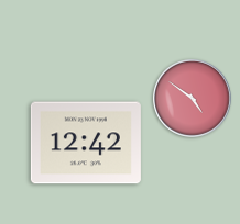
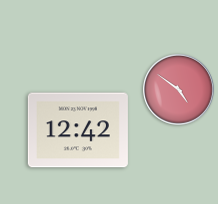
clock at (193, 99) position: (193, 99) -> (179, 90)
